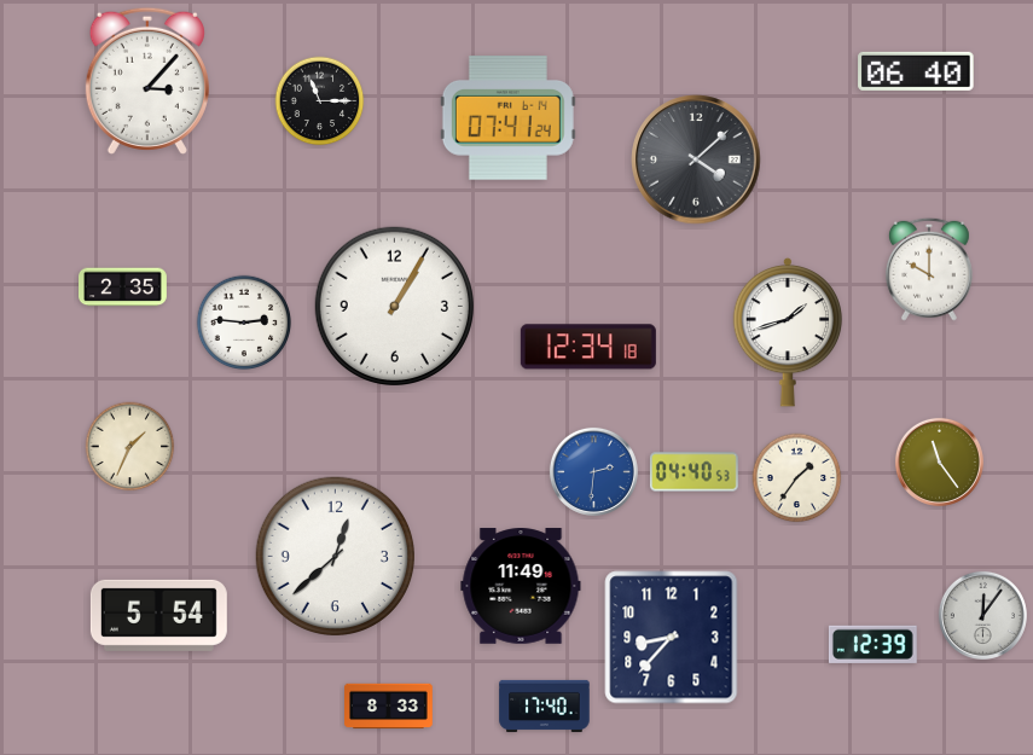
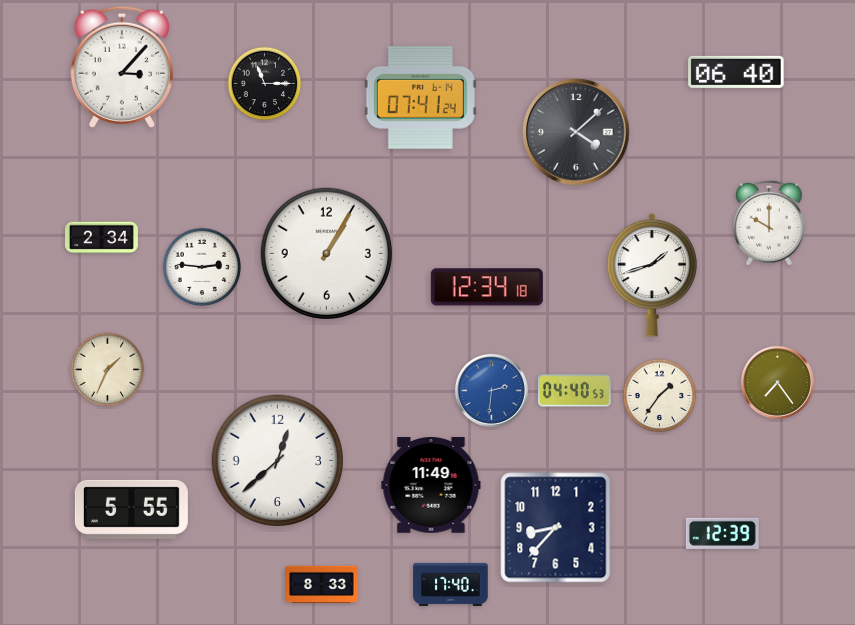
clock at (916, 71) position: (916, 71) -> (736, 72)
clock at (123, 288): 2:35 -> 2:34
clock at (939, 461): 11:24 -> 7:24
clock at (158, 615): 5:54 -> 5:55
clock at (982, 615): 12:06 -> none
